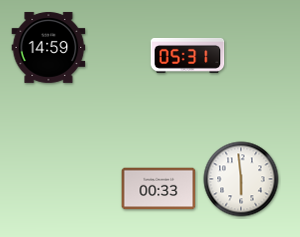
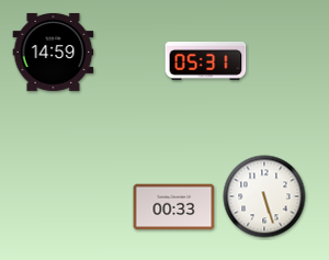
clock at (241, 179): 5:59 -> 5:27
